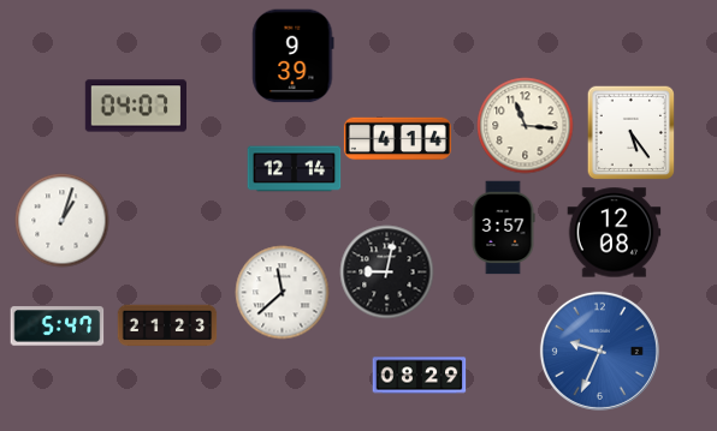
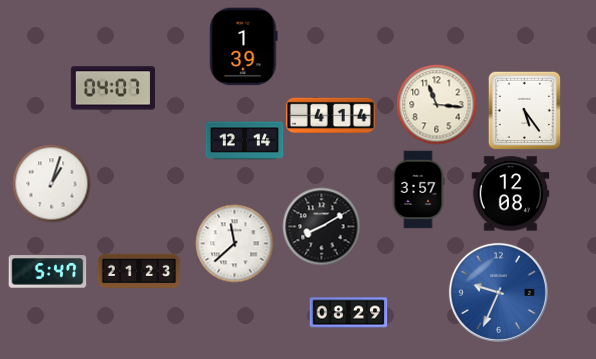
clock at (294, 55): 9:39 -> 1:39
clock at (386, 271): 9:02 -> 8:10
